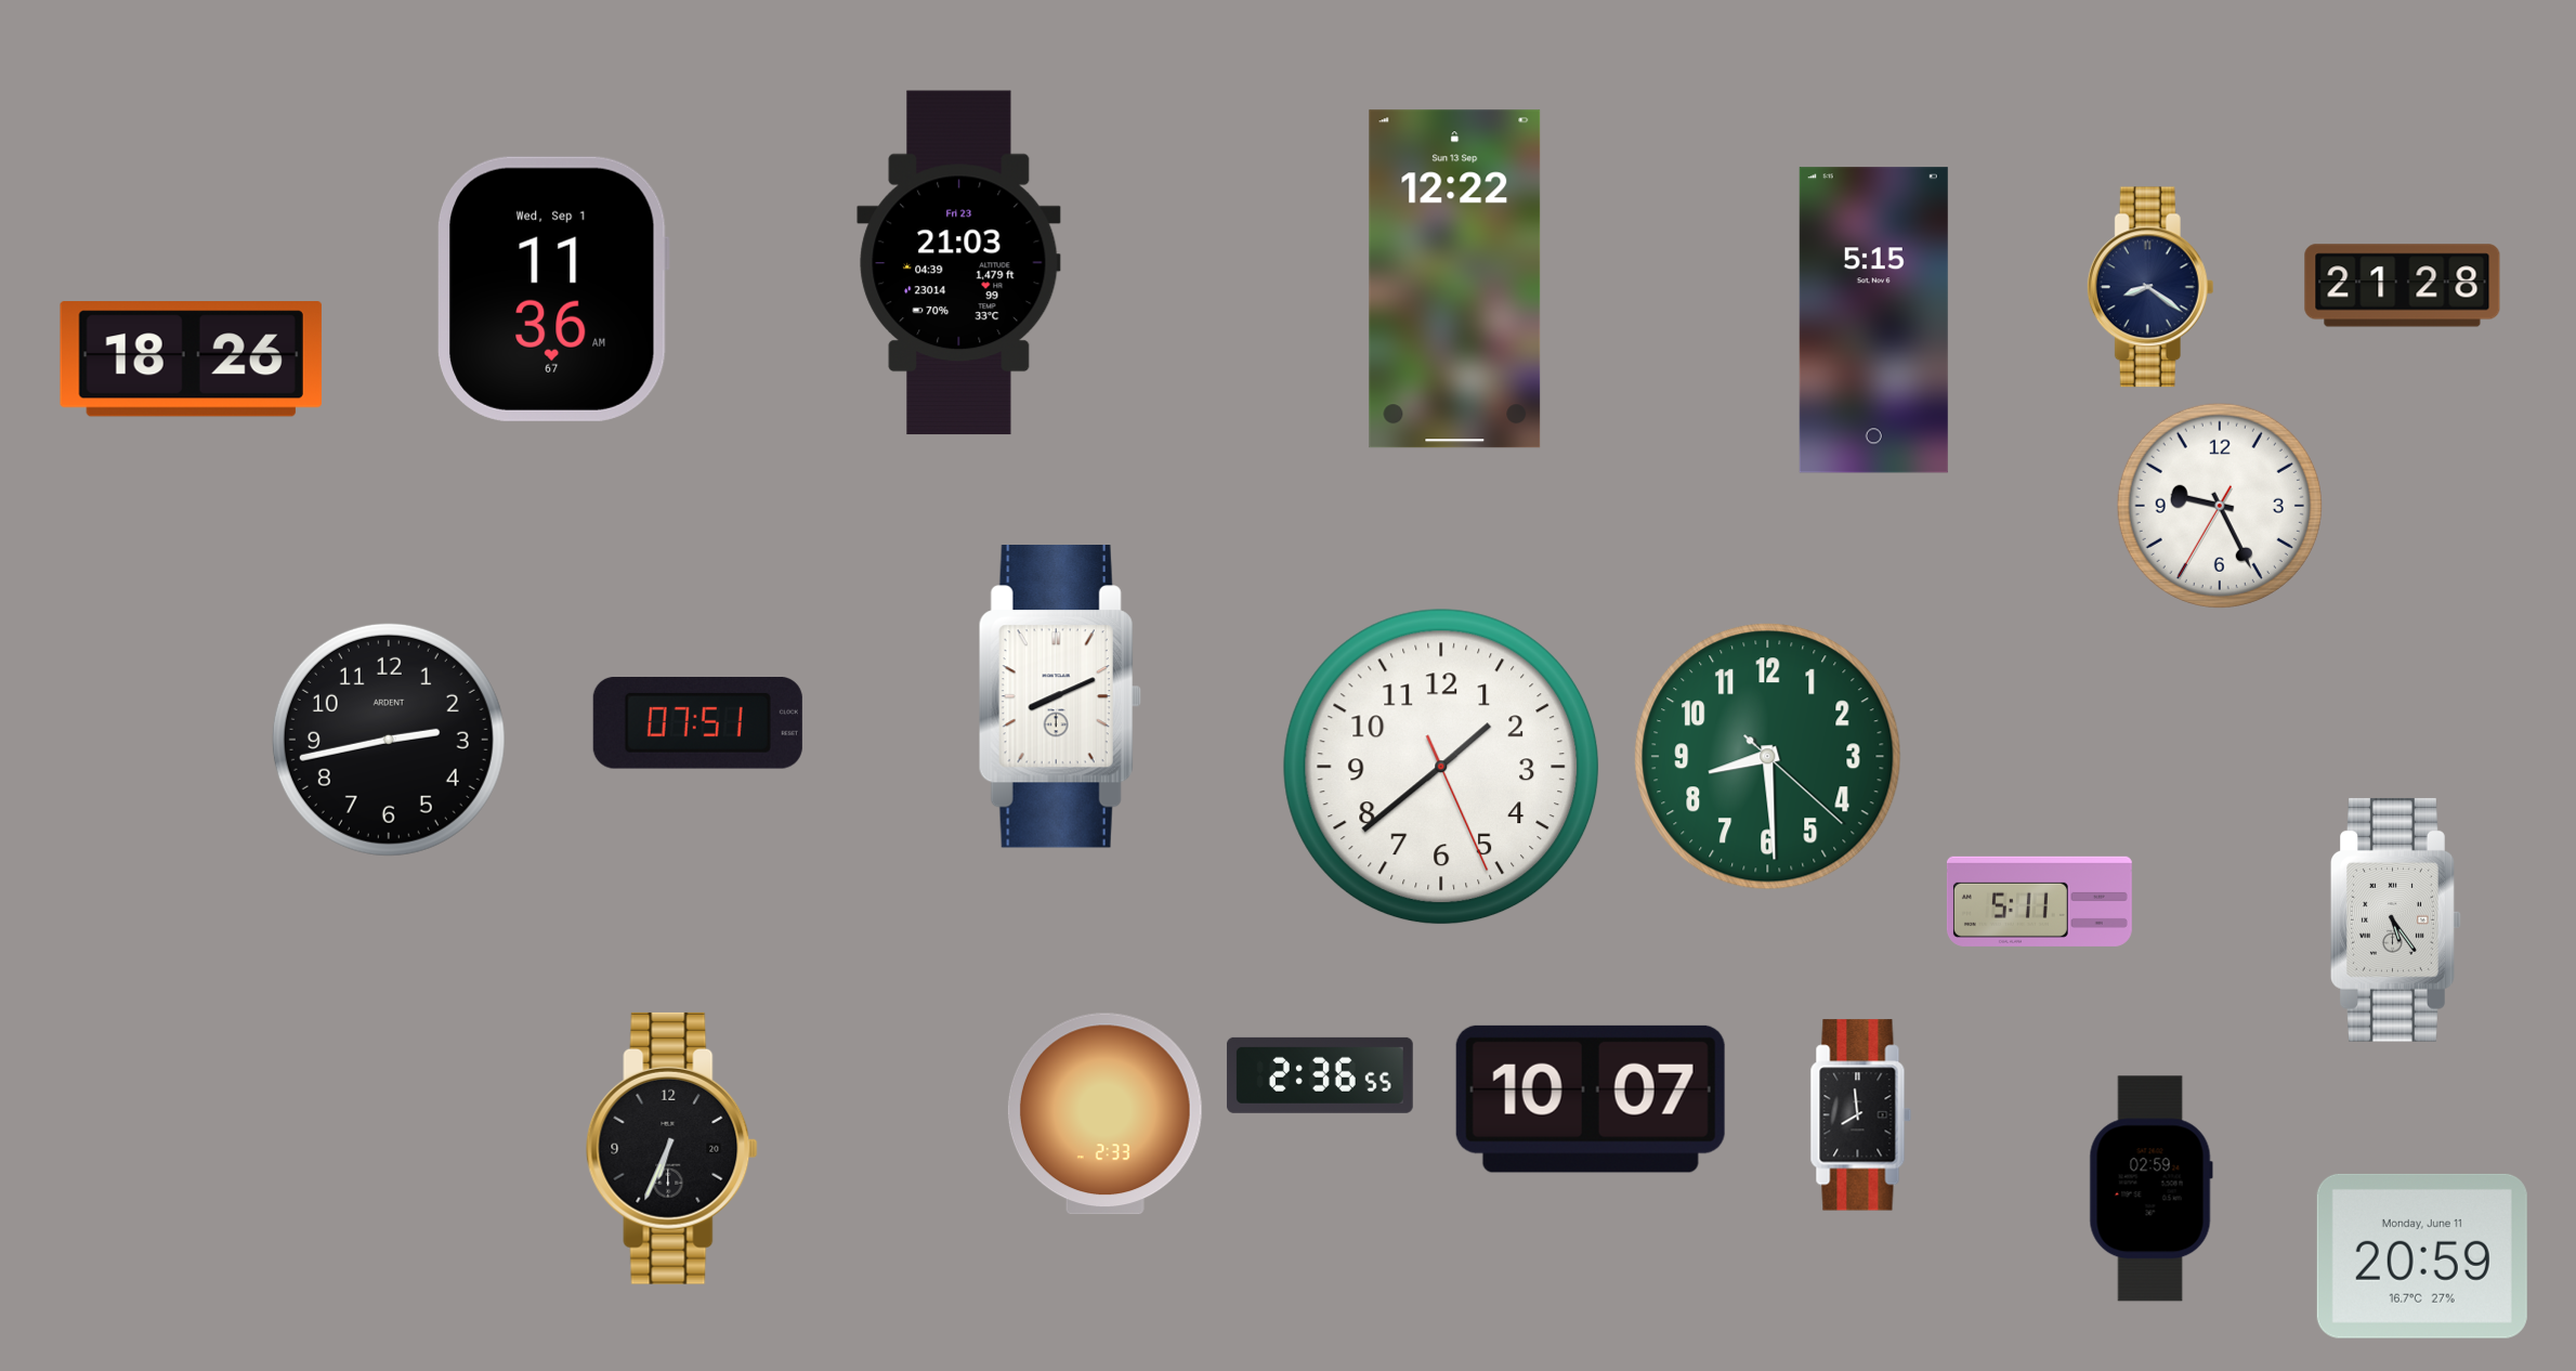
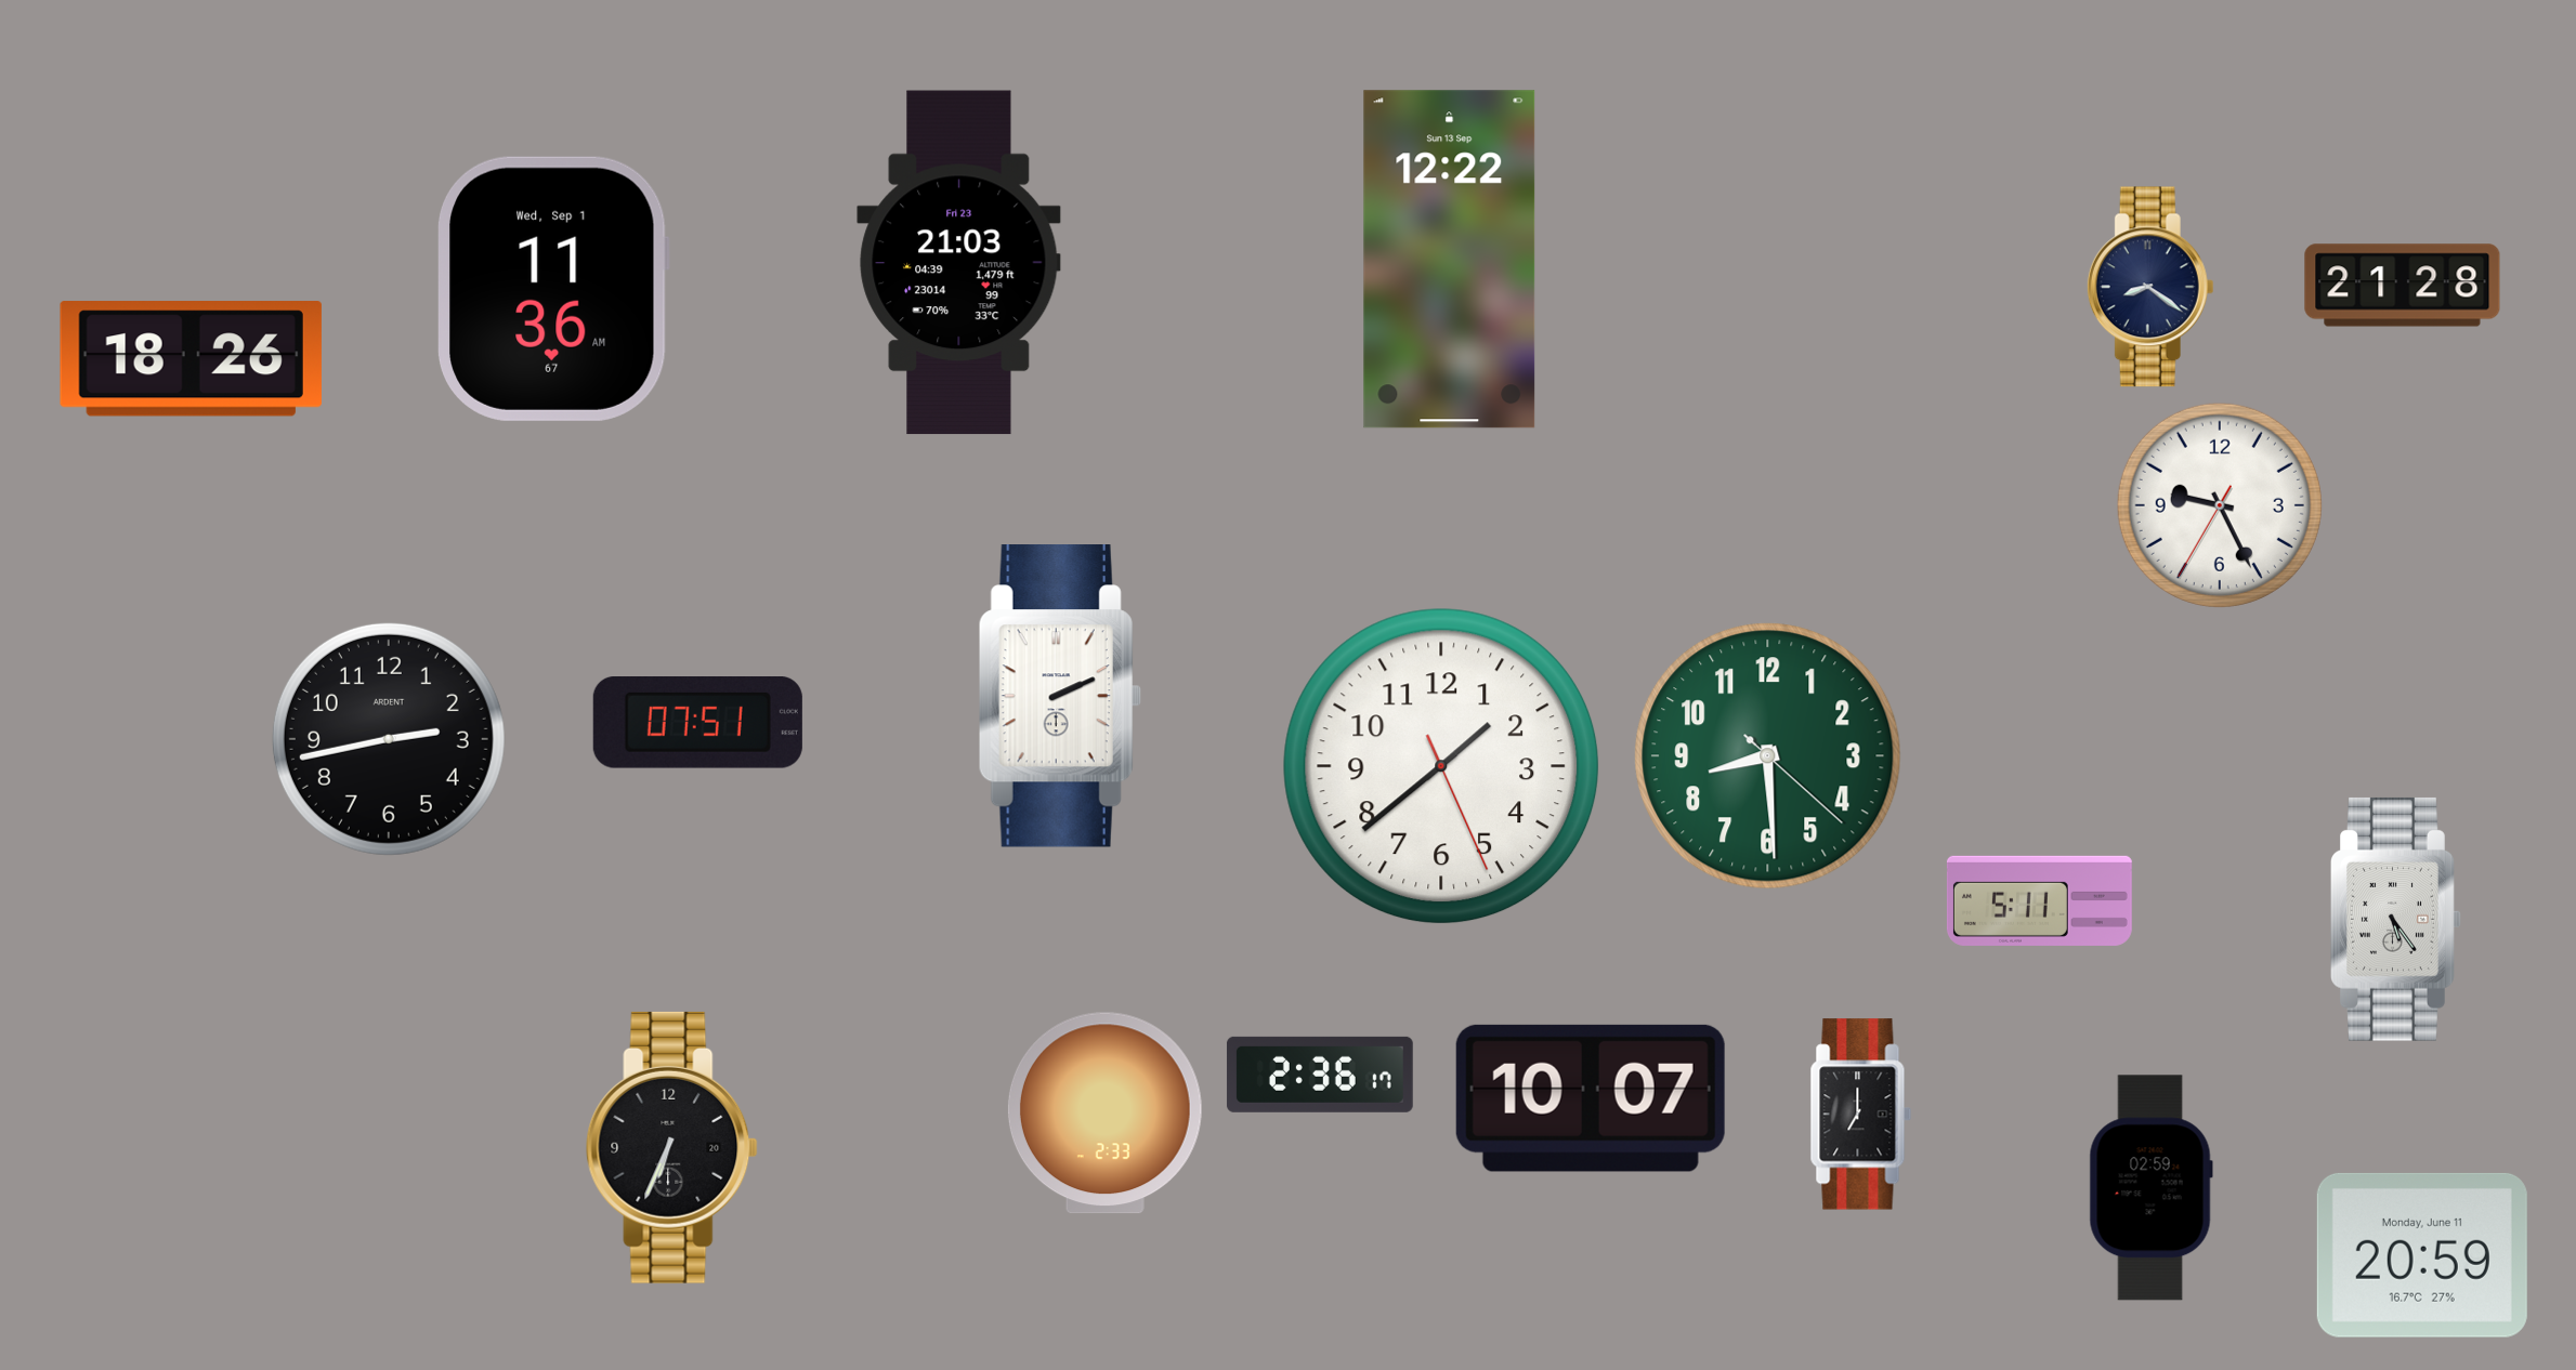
clock at (1455, 279) position: (1455, 279) -> (1450, 260)
clock at (1873, 321): 5:15 -> none
clock at (1060, 697): 8:11 -> 2:11
clock at (1320, 1075): 2:36:55 -> 2:36:17
clock at (1861, 1115): 7:59 -> 7:00
